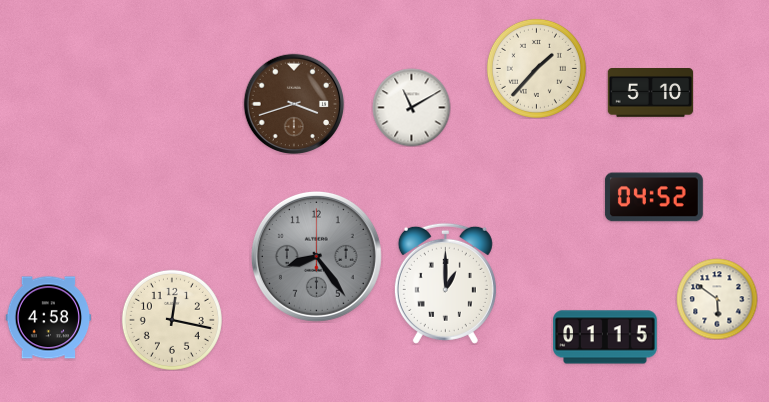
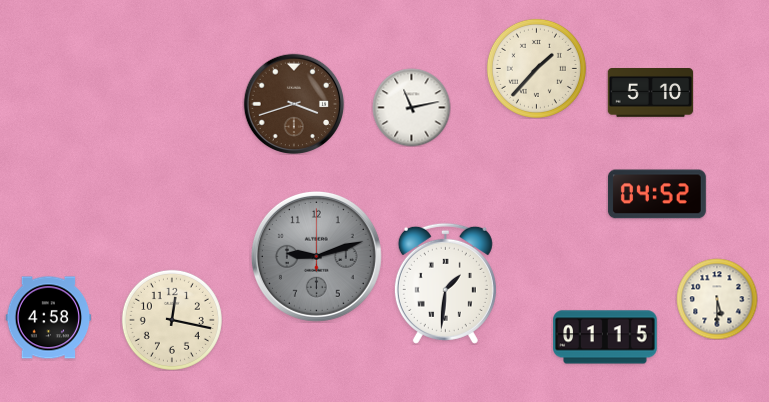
clock at (411, 107): 11:10 -> 11:13
clock at (654, 197) position: (654, 197) -> (657, 194)
clock at (316, 256): 8:24 -> 9:12
clock at (445, 283): 1:00 -> 1:31
clock at (717, 299): 5:51 -> 5:30
